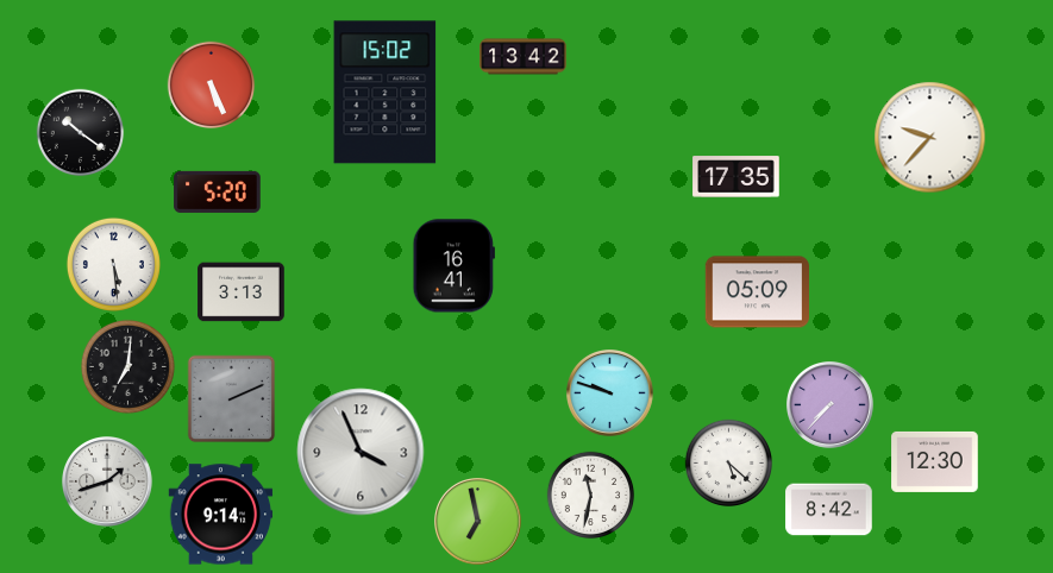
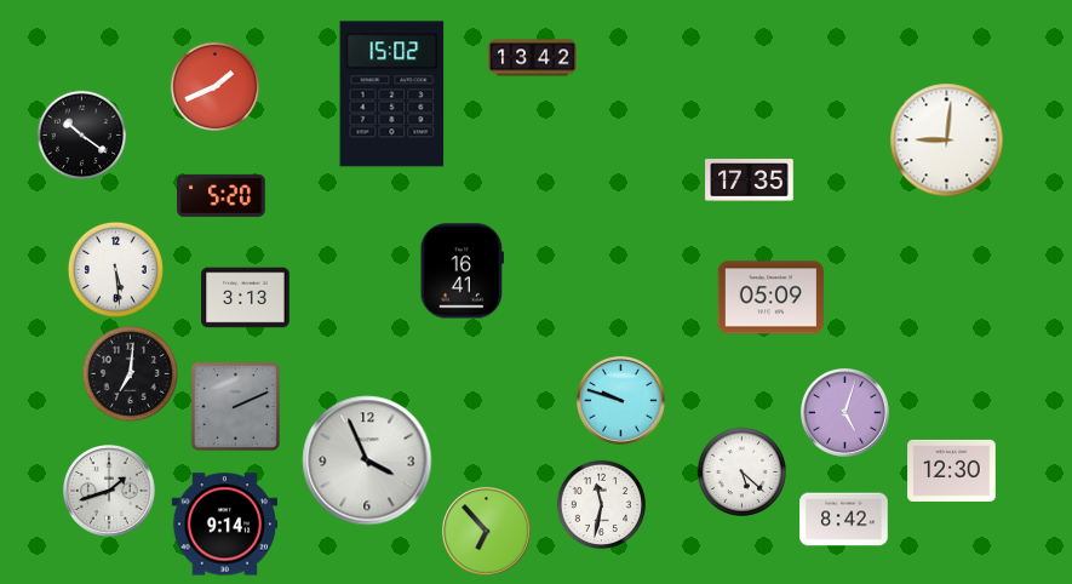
clock at (212, 86): 5:26 -> 1:41
clock at (930, 138): 9:37 -> 9:01
clock at (831, 405): 7:37 -> 5:03
clock at (478, 522): 6:58 -> 6:53
